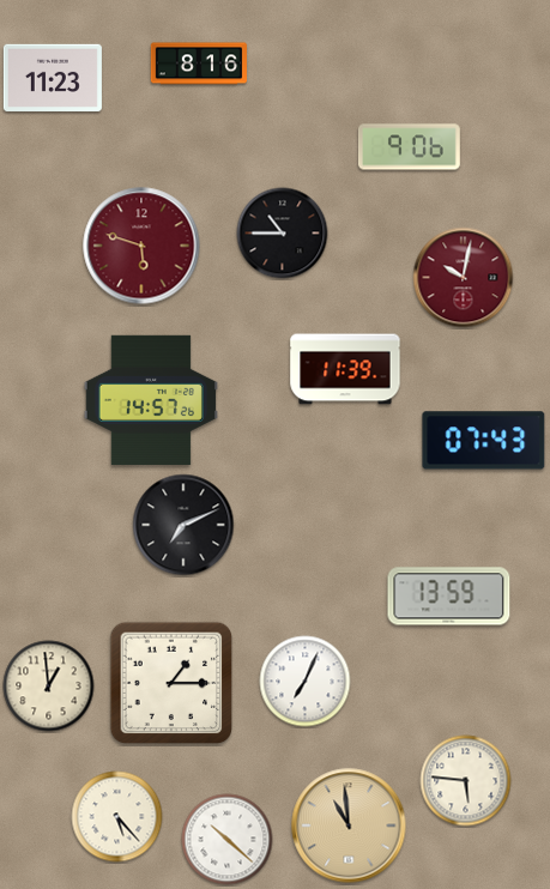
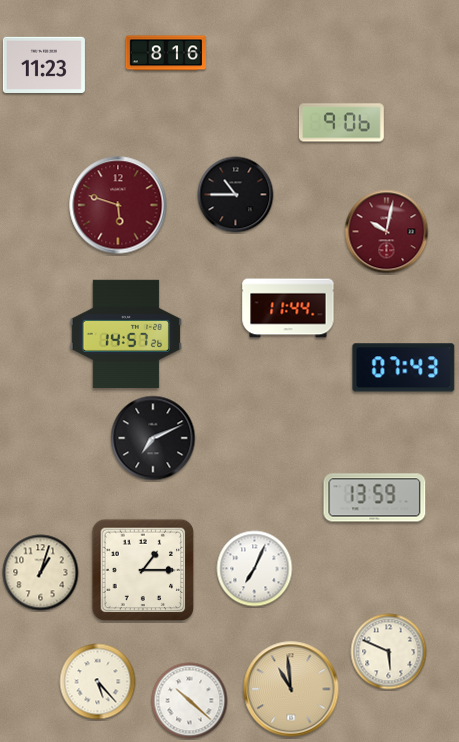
clock at (345, 369): 11:39 -> 11:44
clock at (49, 687): 12:59 -> 1:03
clock at (466, 781): 5:46 -> 5:49
